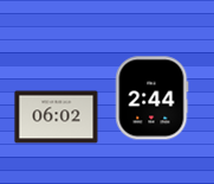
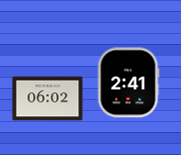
clock at (153, 99): 2:44 -> 2:41
